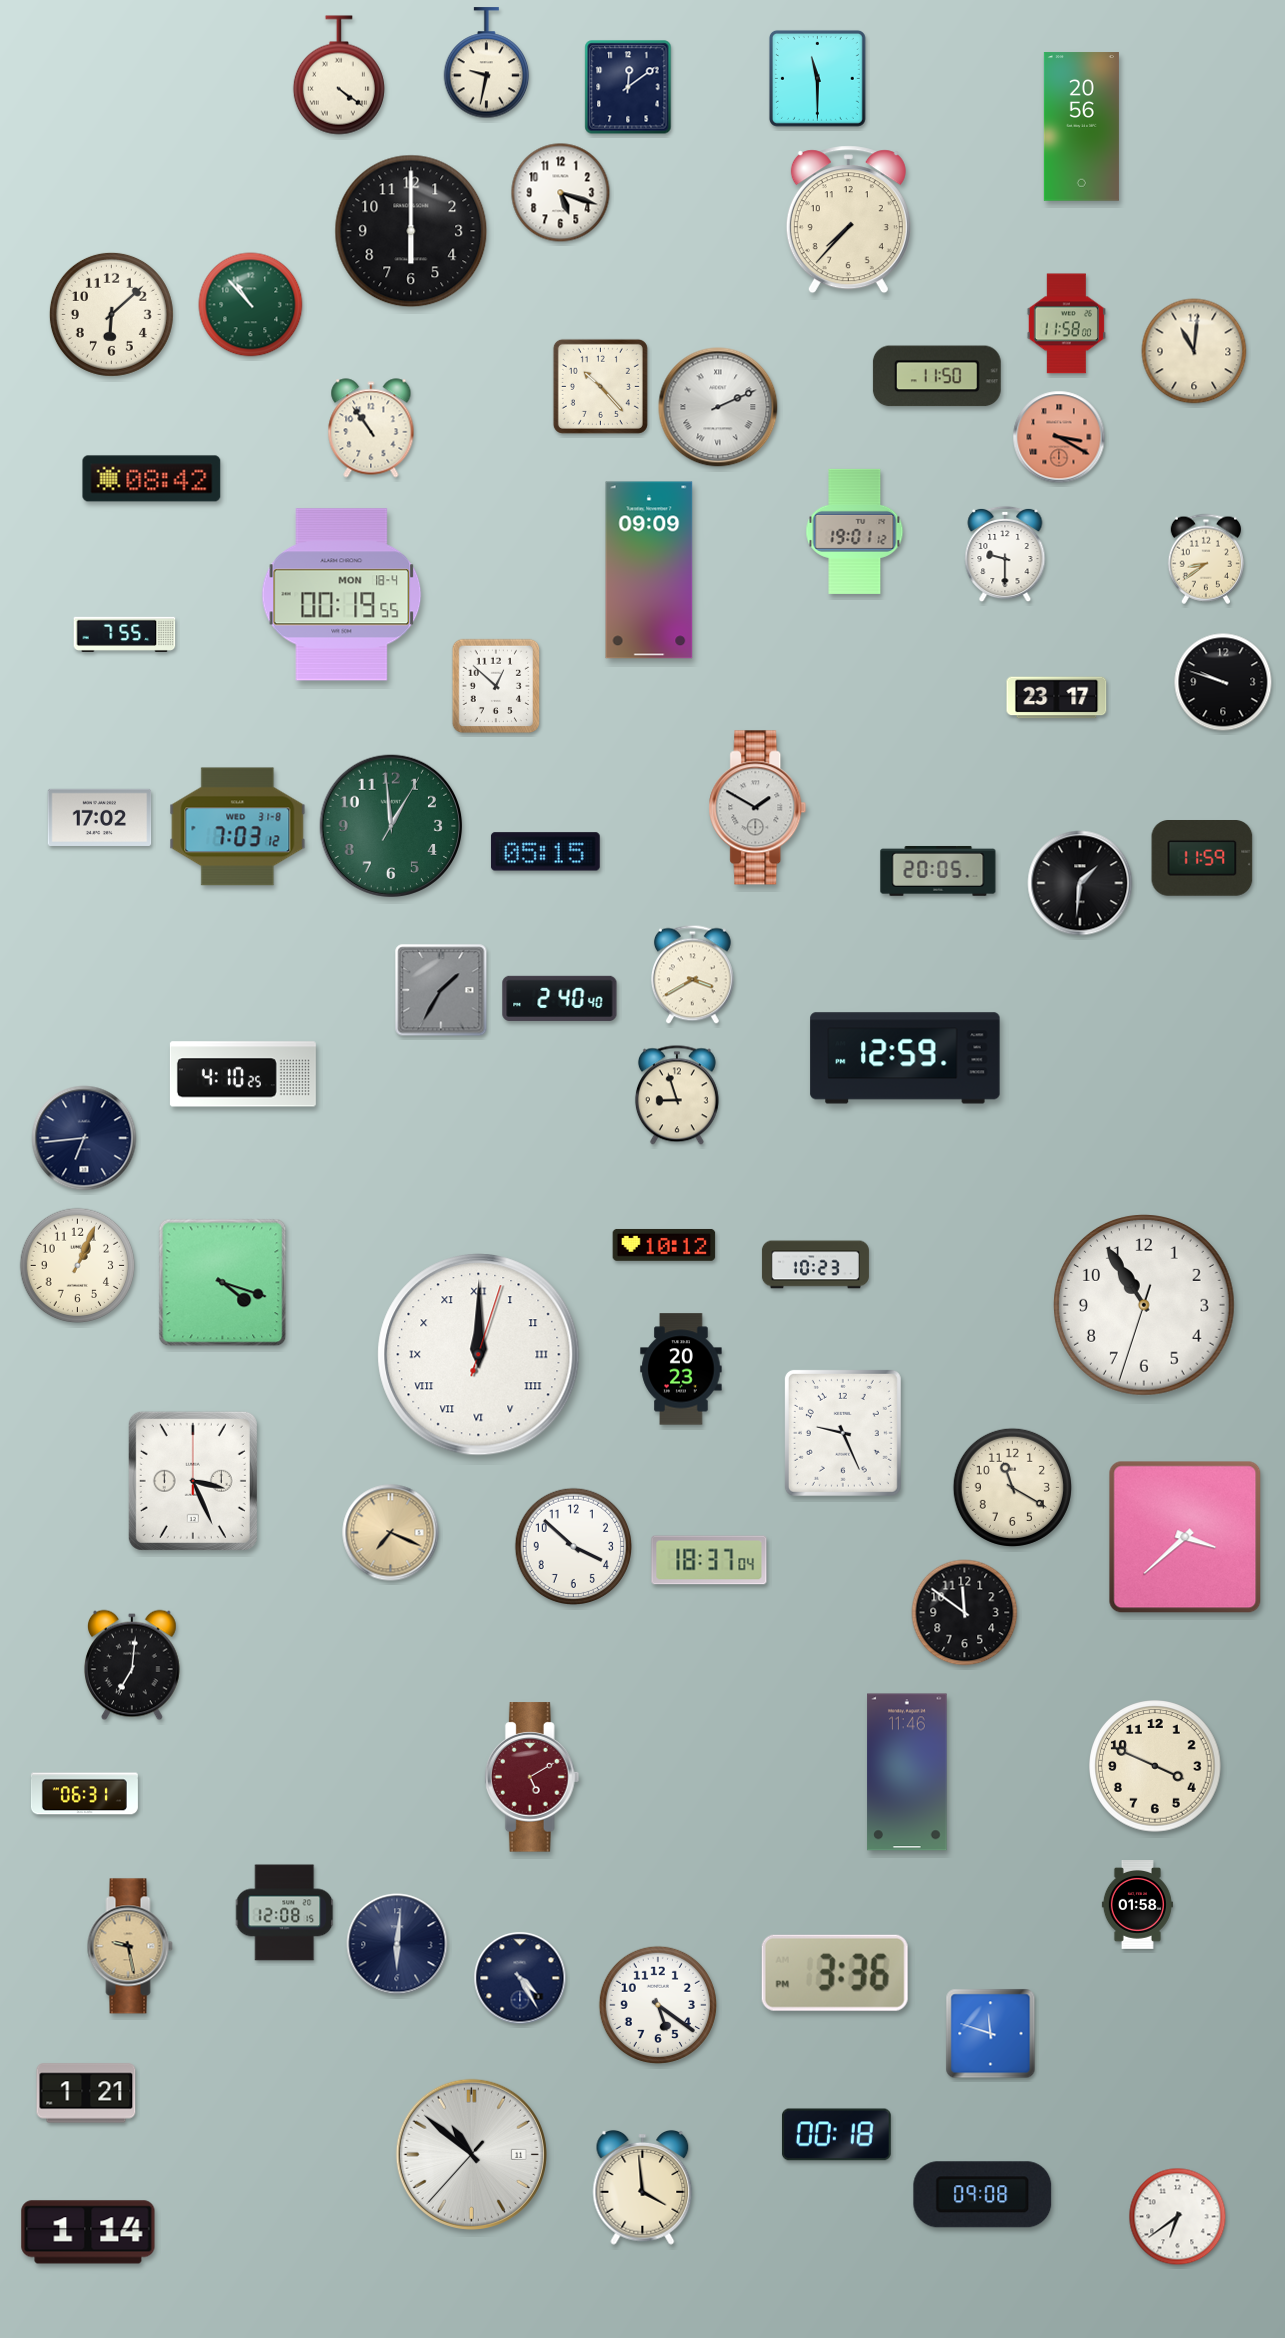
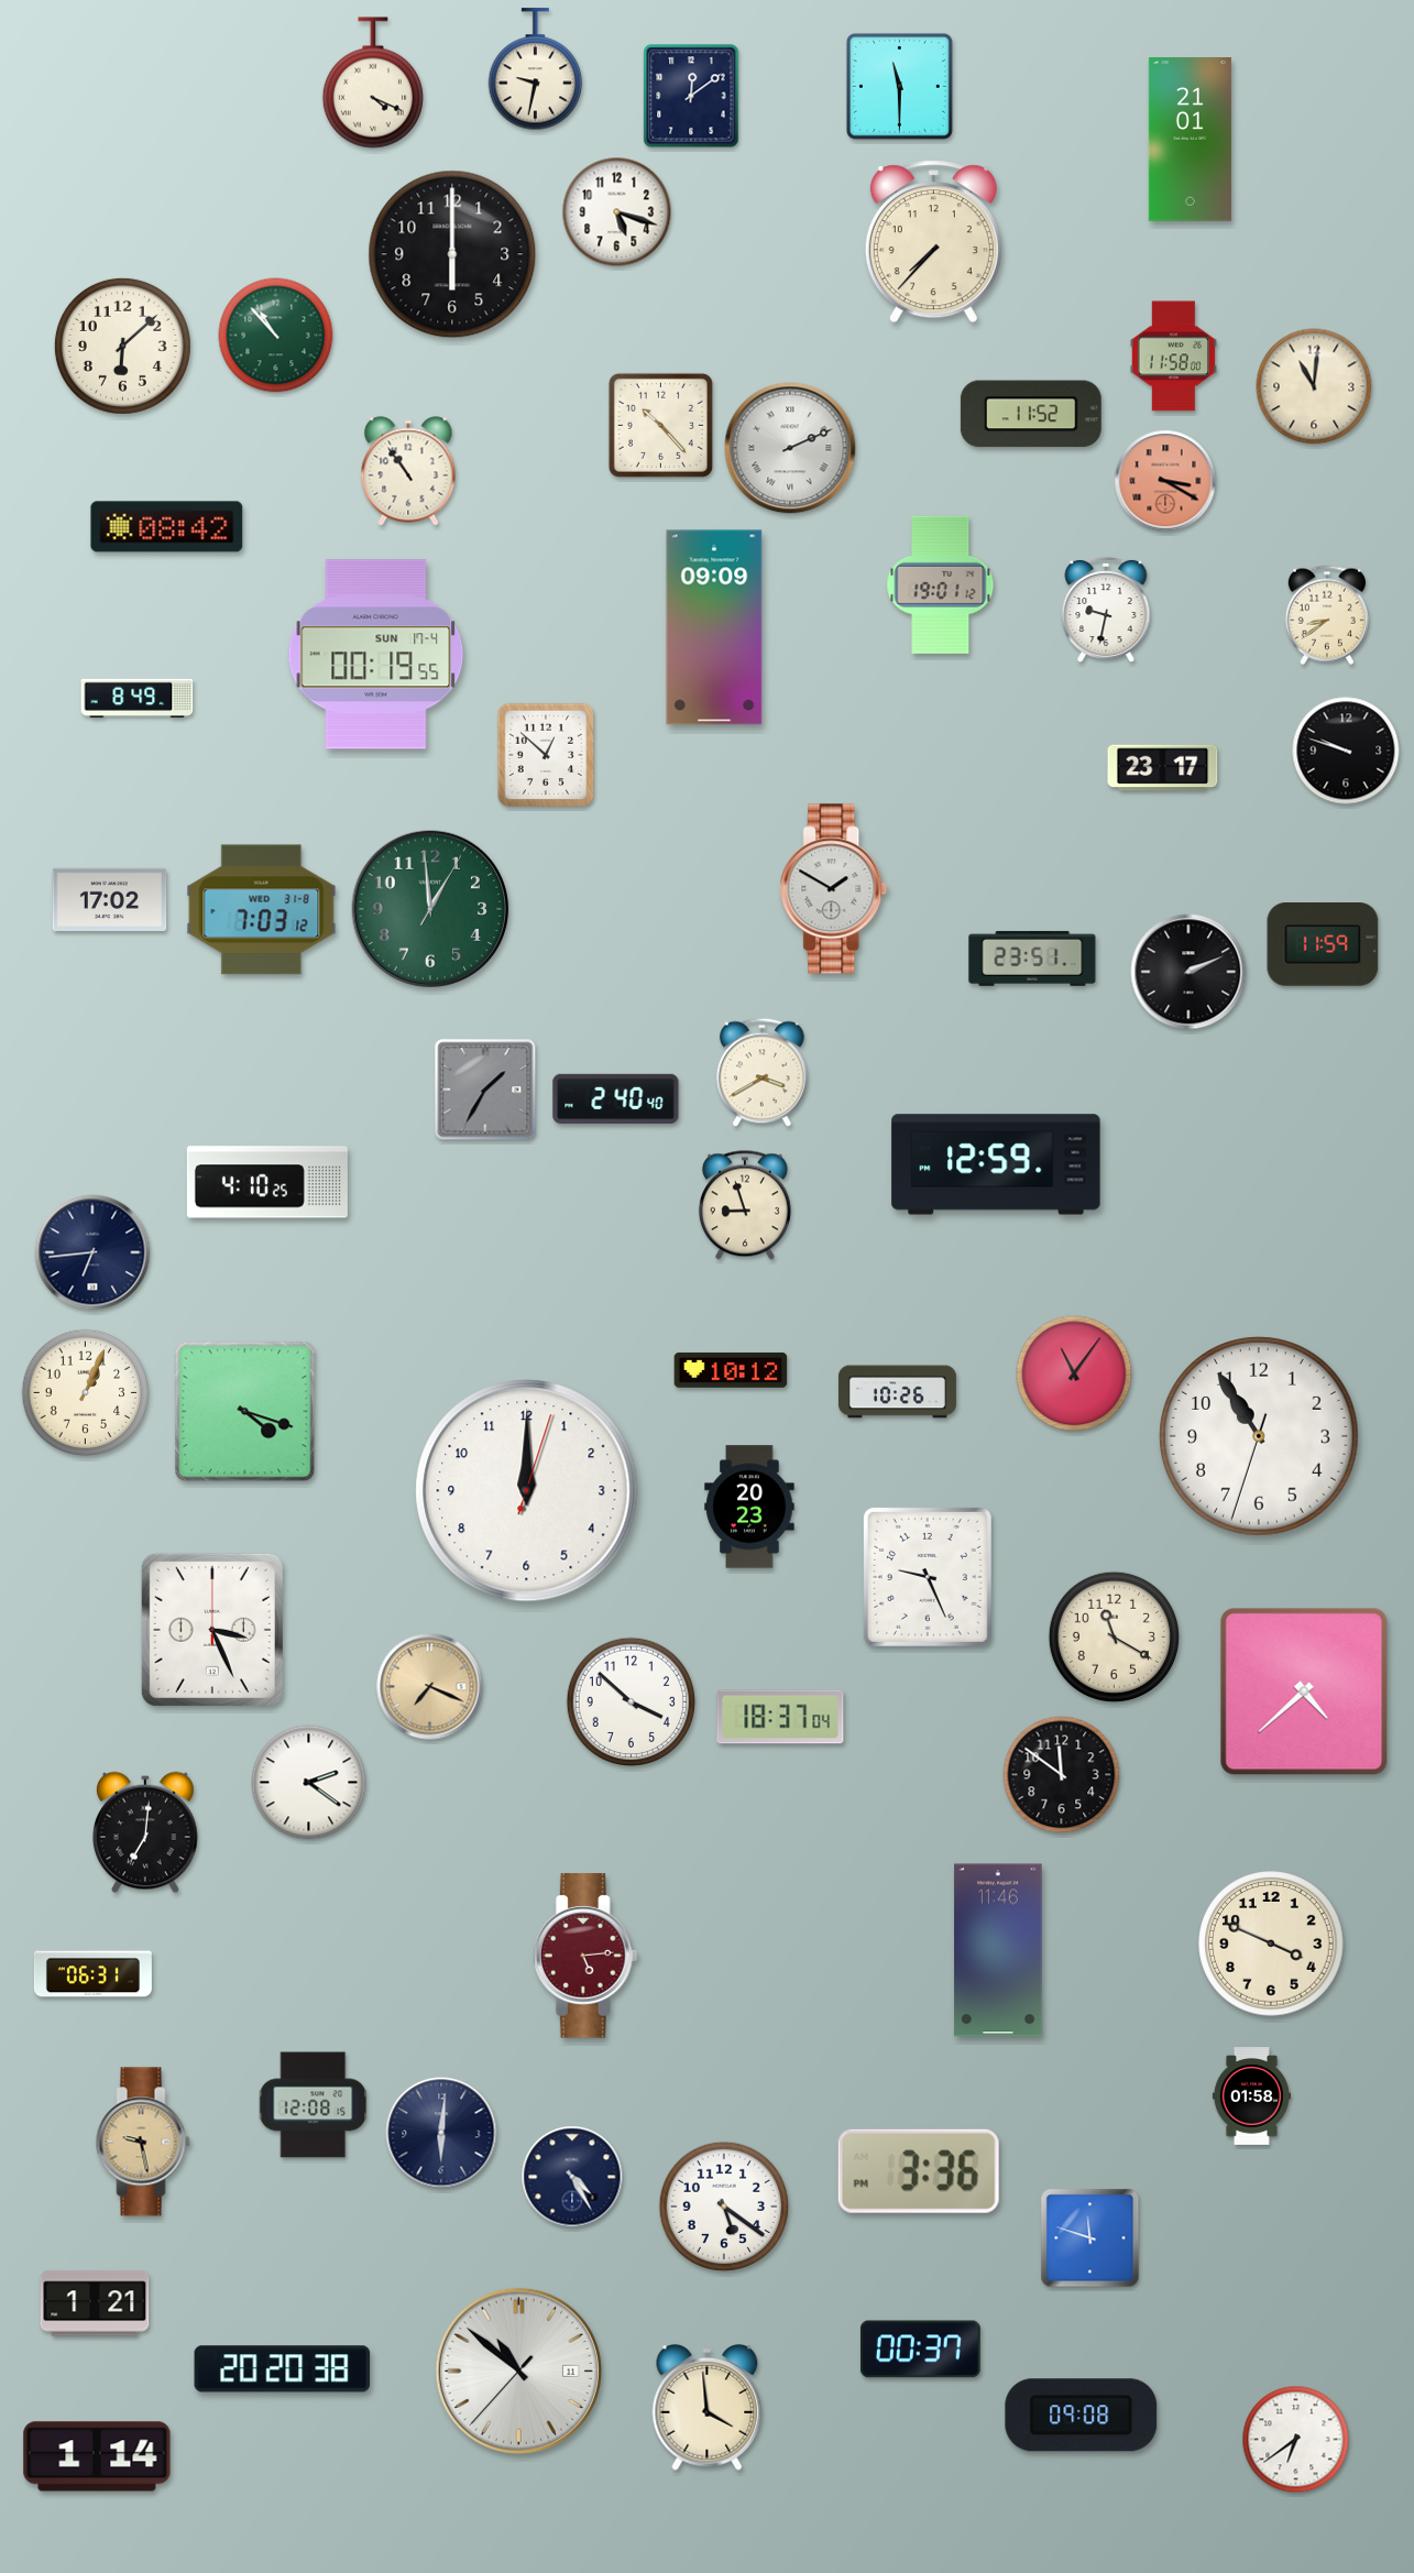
clock at (339, 75): 4:21 -> 4:19
clock at (1081, 127): 20:56 -> 21:01
clock at (937, 376): 11:50 -> 11:52
clock at (1005, 554): 9:30 -> 9:32
clock at (342, 595) date: MON 18-4 -> SUN 17-4
clock at (125, 634): 7:55 -> 8:49
clock at (545, 852): 05:15 -> none
clock at (938, 871): 20:05 -> 23:51
clock at (1080, 883): 1:31 -> 2:11
clock at (1074, 1373): none -> 11:06
clock at (815, 1265): 10:23 -> 10:26
clock at (479, 1355) numerals: Roman -> Arabic
clock at (1185, 1537): 3:38 -> 4:38
clock at (309, 1783): none -> 2:21
clock at (532, 1777): 5:10 -> 5:14
clock at (397, 1944) position: (397, 1944) -> (441, 2133)
clock at (836, 2135): 00:18 -> 00:37
clock at (283, 2369): none -> 20:20
